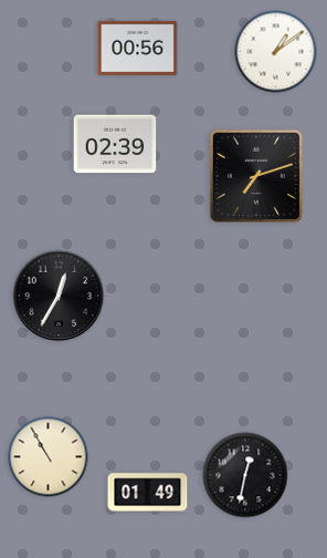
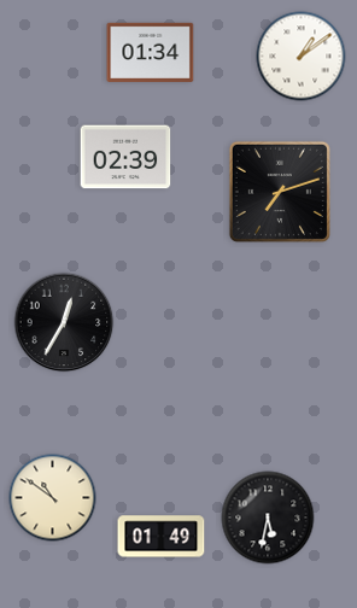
clock at (138, 48): 00:56 -> 01:34
clock at (49, 457): 10:55 -> 10:51
clock at (245, 475): 12:32 -> 5:32
